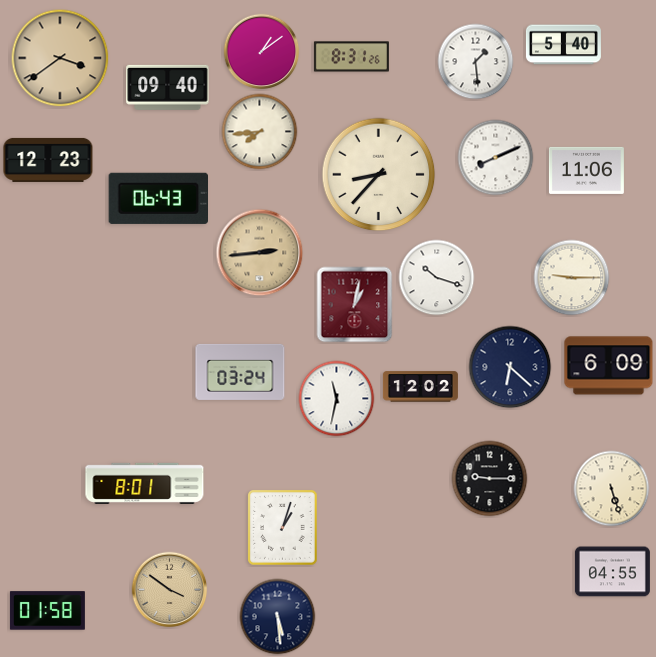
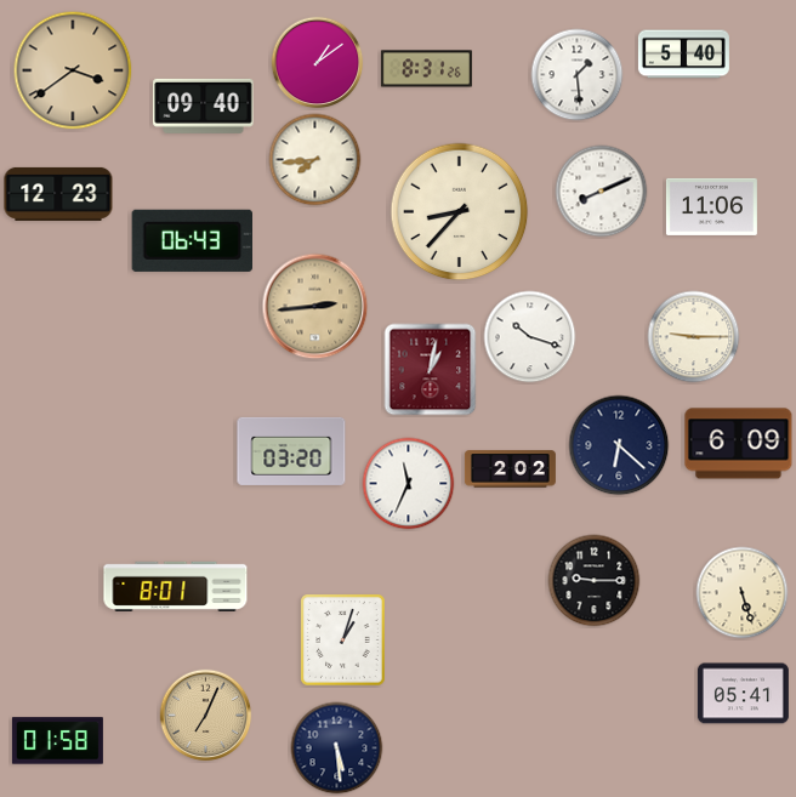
clock at (240, 372): 03:24 -> 03:20
clock at (420, 387): 12:02 -> 2:02
clock at (337, 399): 11:32 -> 11:34
clock at (612, 572): 04:55 -> 05:41
clock at (170, 590): 3:51 -> 7:04
